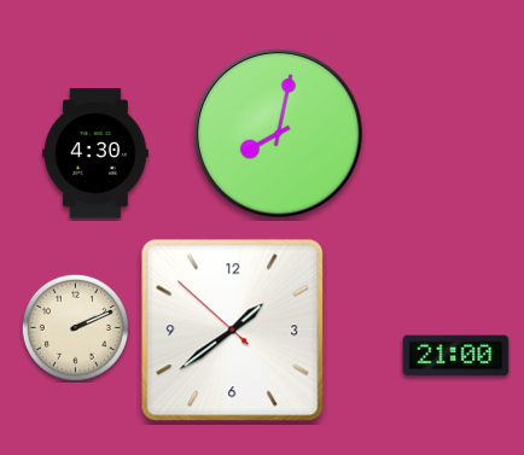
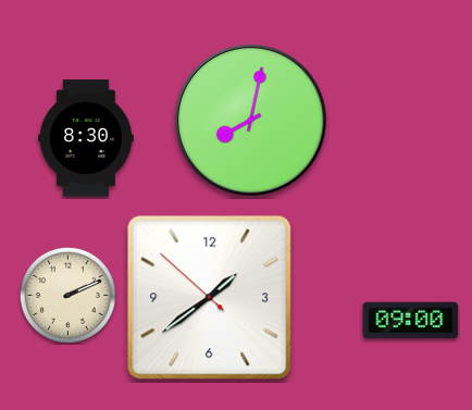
clock at (95, 153): 4:30 -> 8:30
clock at (456, 356): 21:00 -> 09:00
